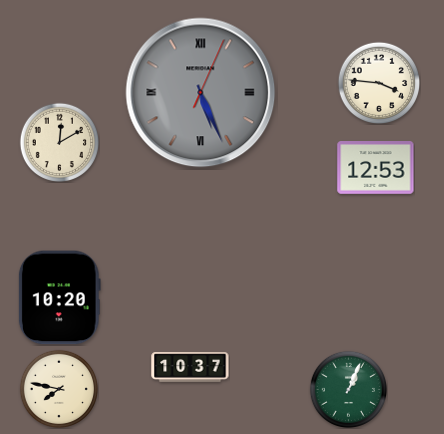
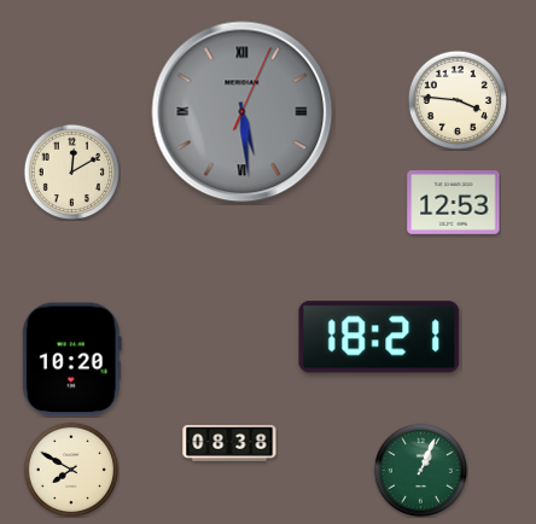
clock at (201, 93): 5:26 -> 5:29
clock at (379, 337): none -> 18:21
clock at (190, 368): 10:37 -> 08:38
clock at (58, 388): 7:47 -> 7:50
